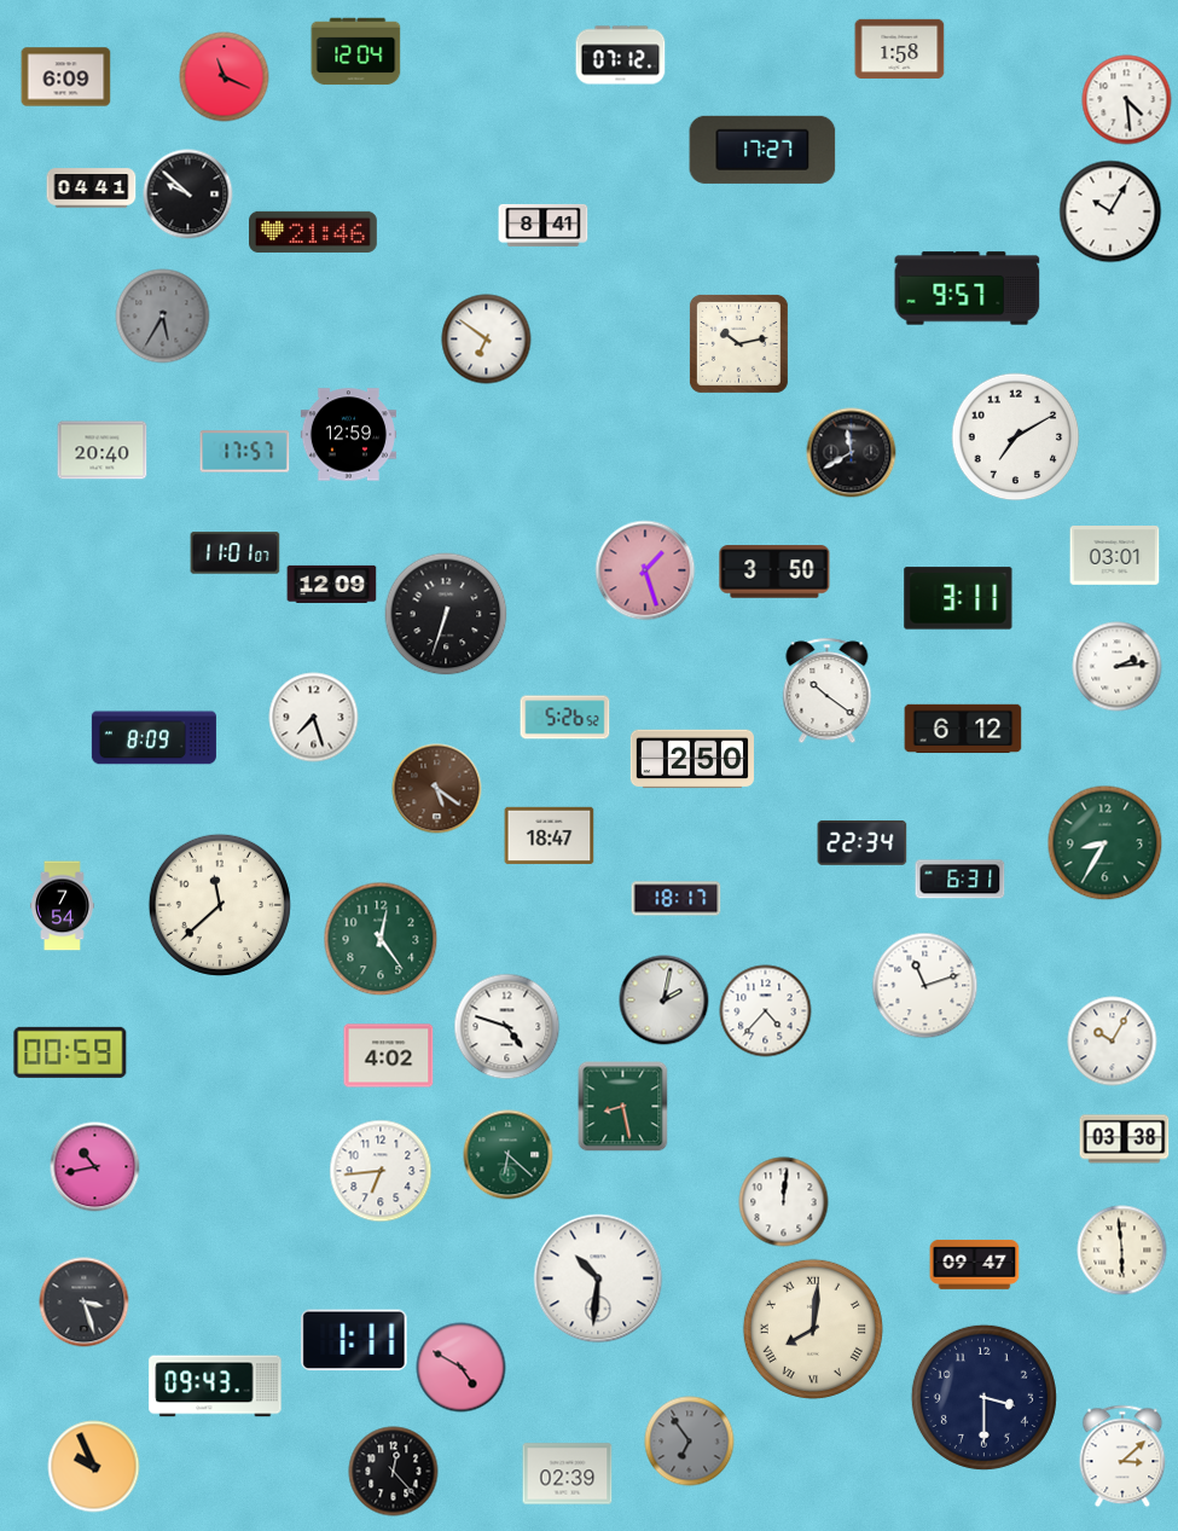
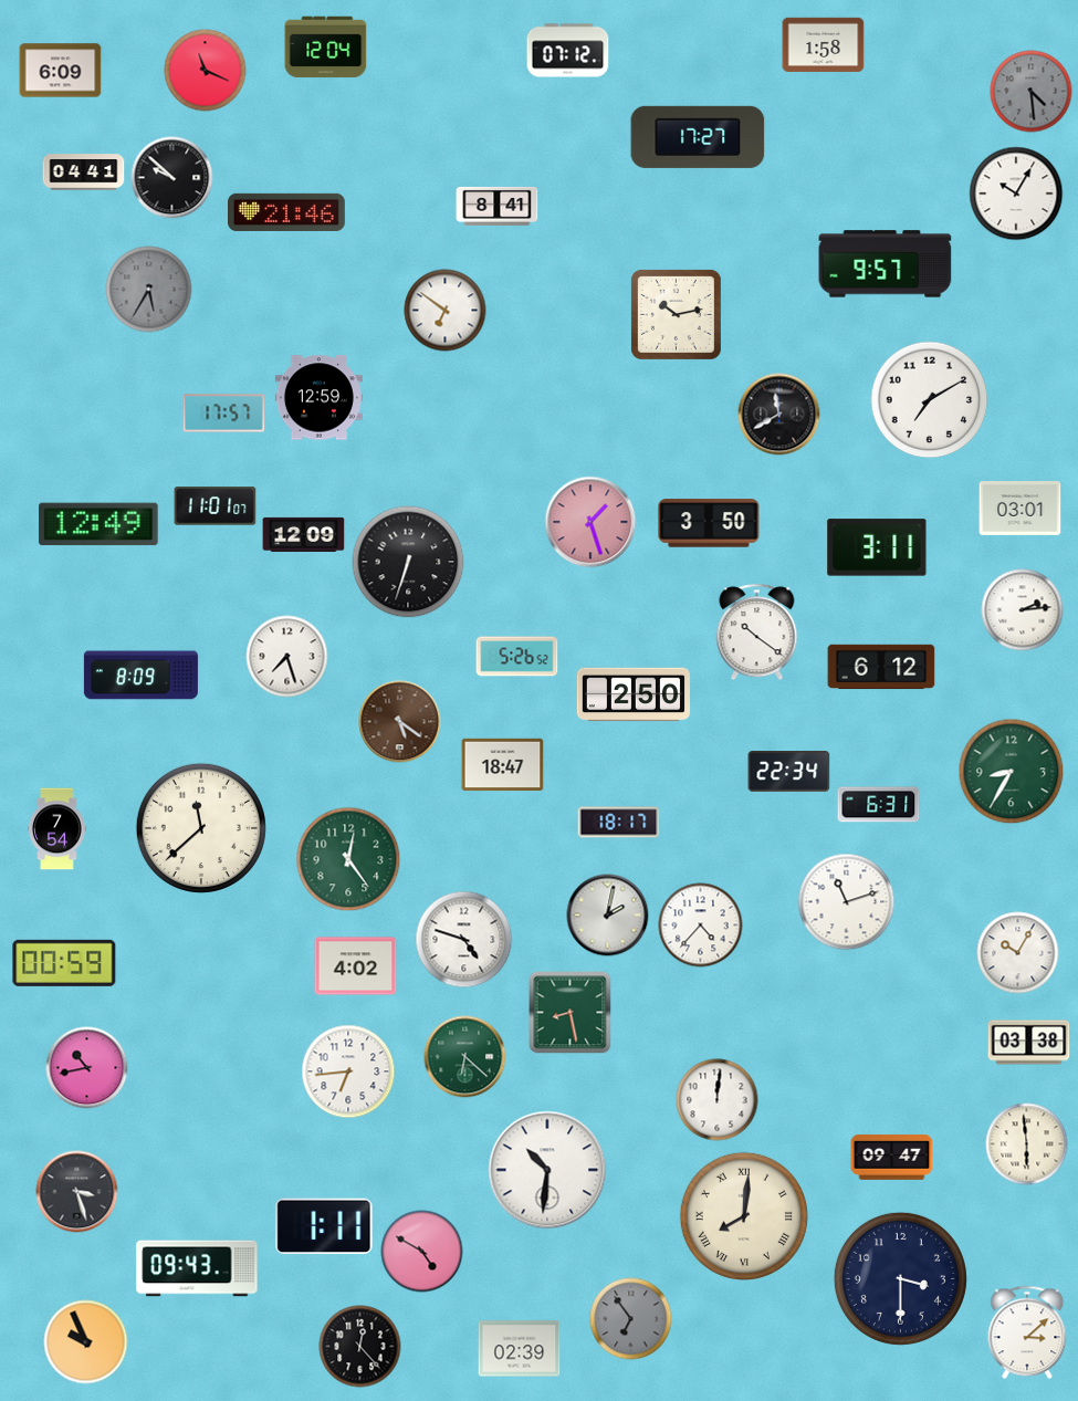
clock at (1127, 100) dial: white -> grey
clock at (103, 451): 20:40 -> none
clock at (98, 524): none -> 12:49
